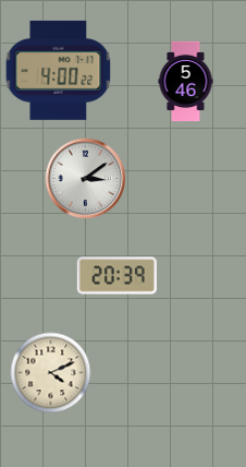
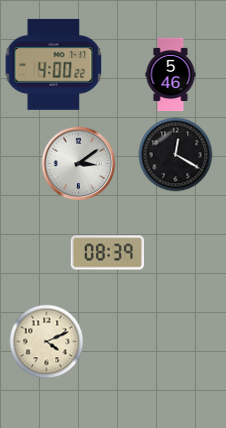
clock at (176, 155): none -> 12:20
clock at (116, 276): 20:39 -> 08:39
